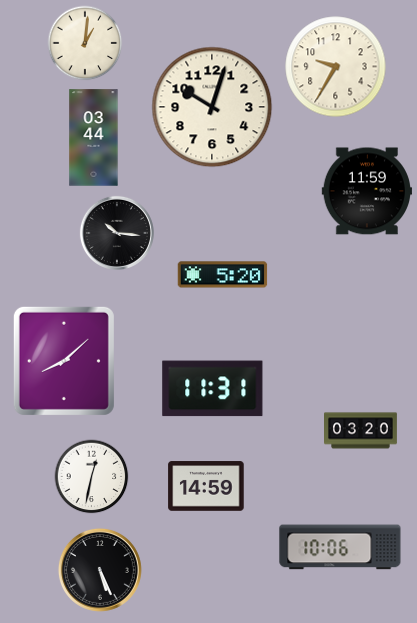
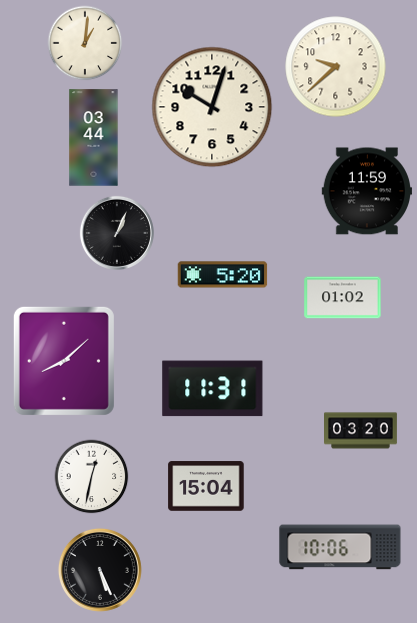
clock at (336, 67): 9:35 -> 9:38
clock at (117, 233): 10:16 -> 1:04
clock at (343, 298): none -> 01:02
clock at (206, 486): 14:59 -> 15:04
